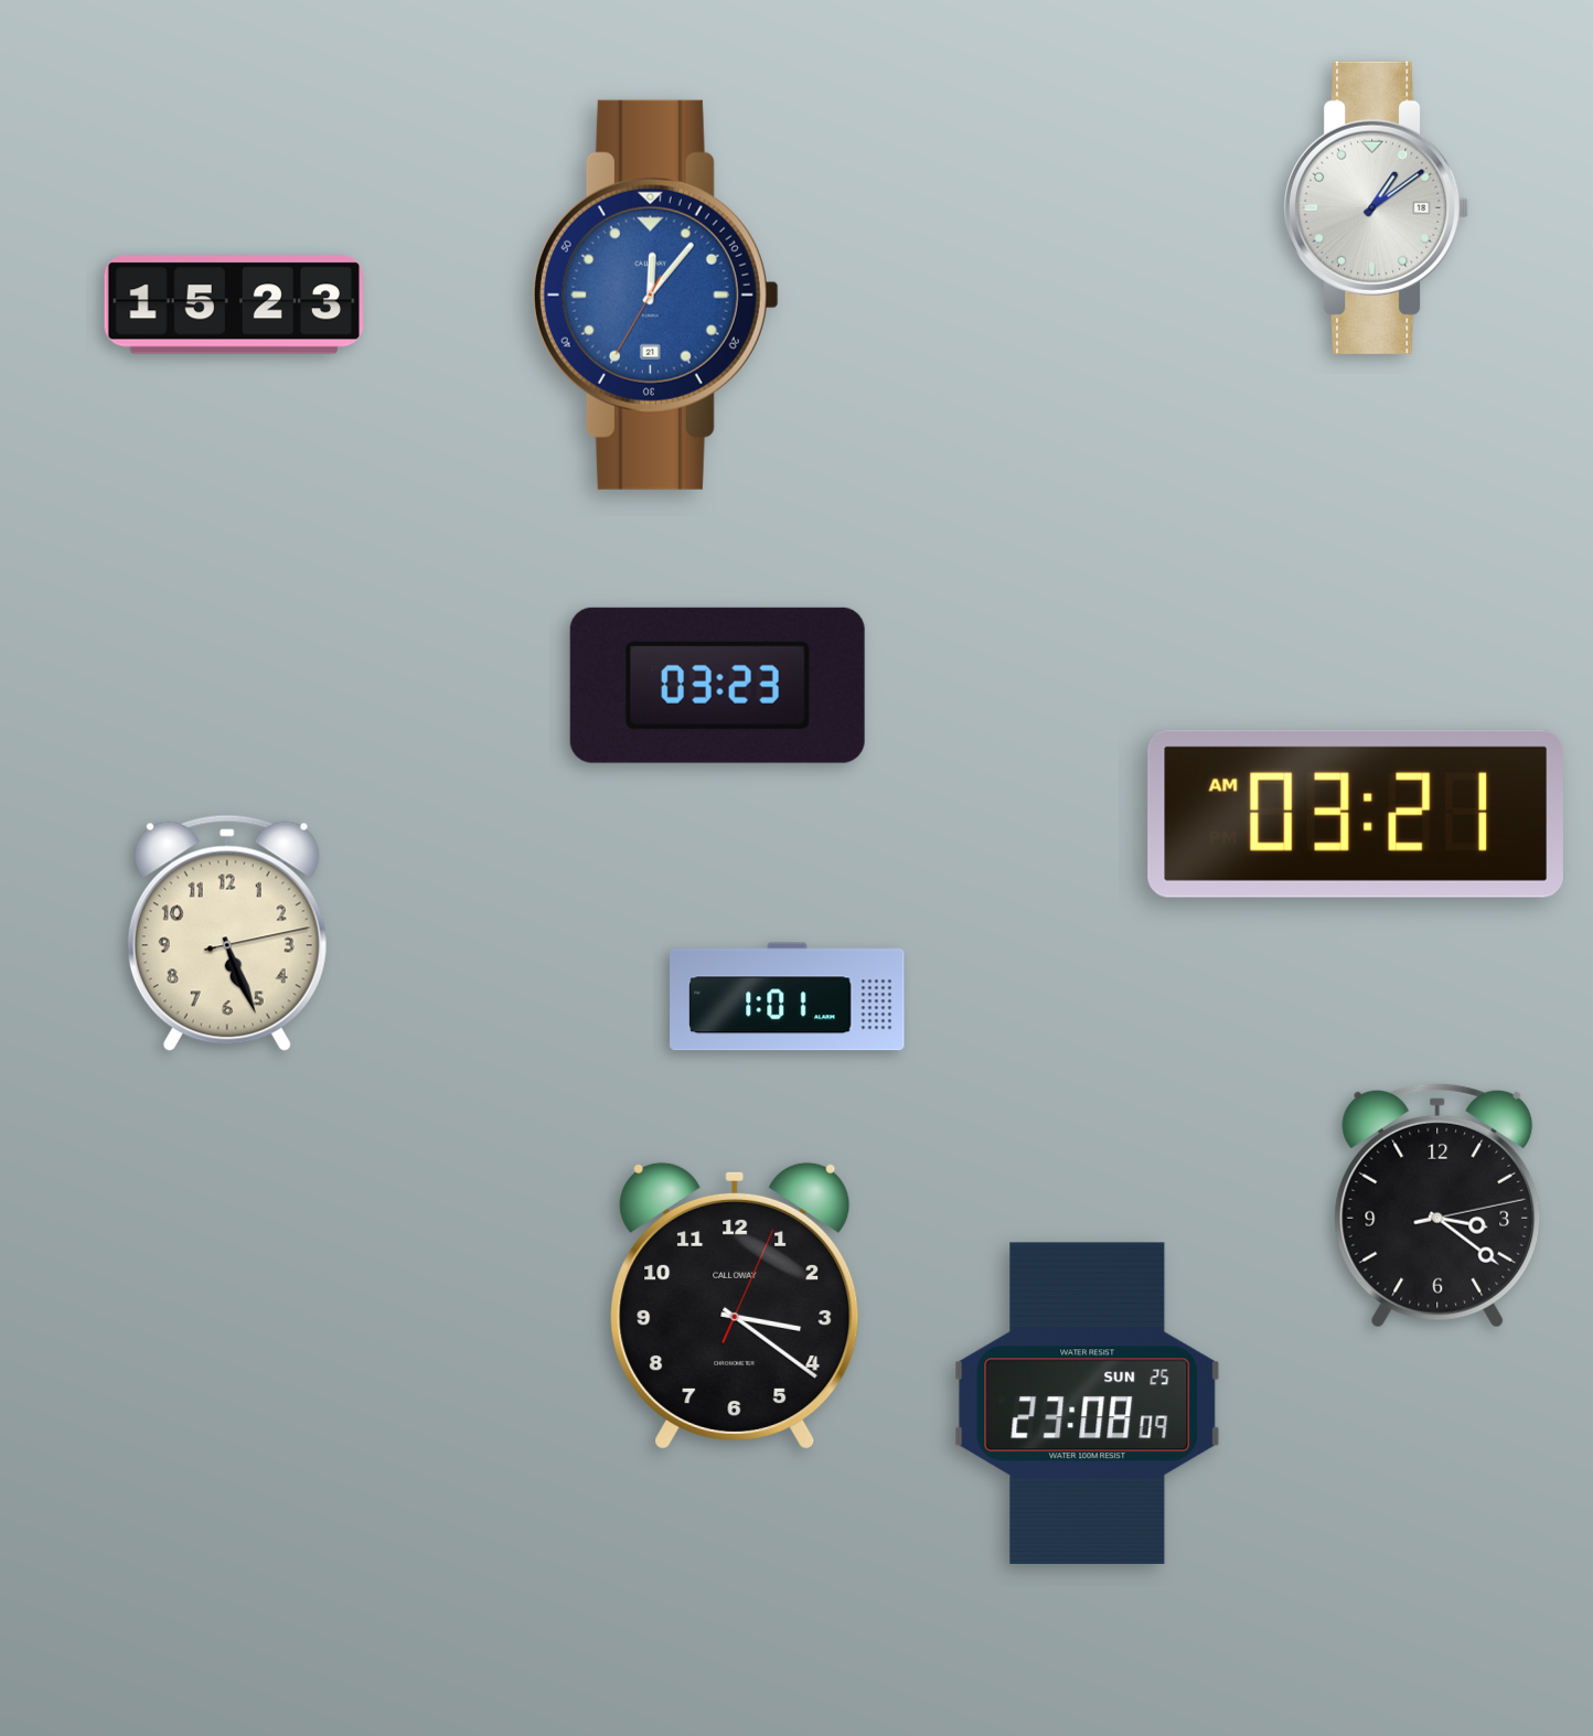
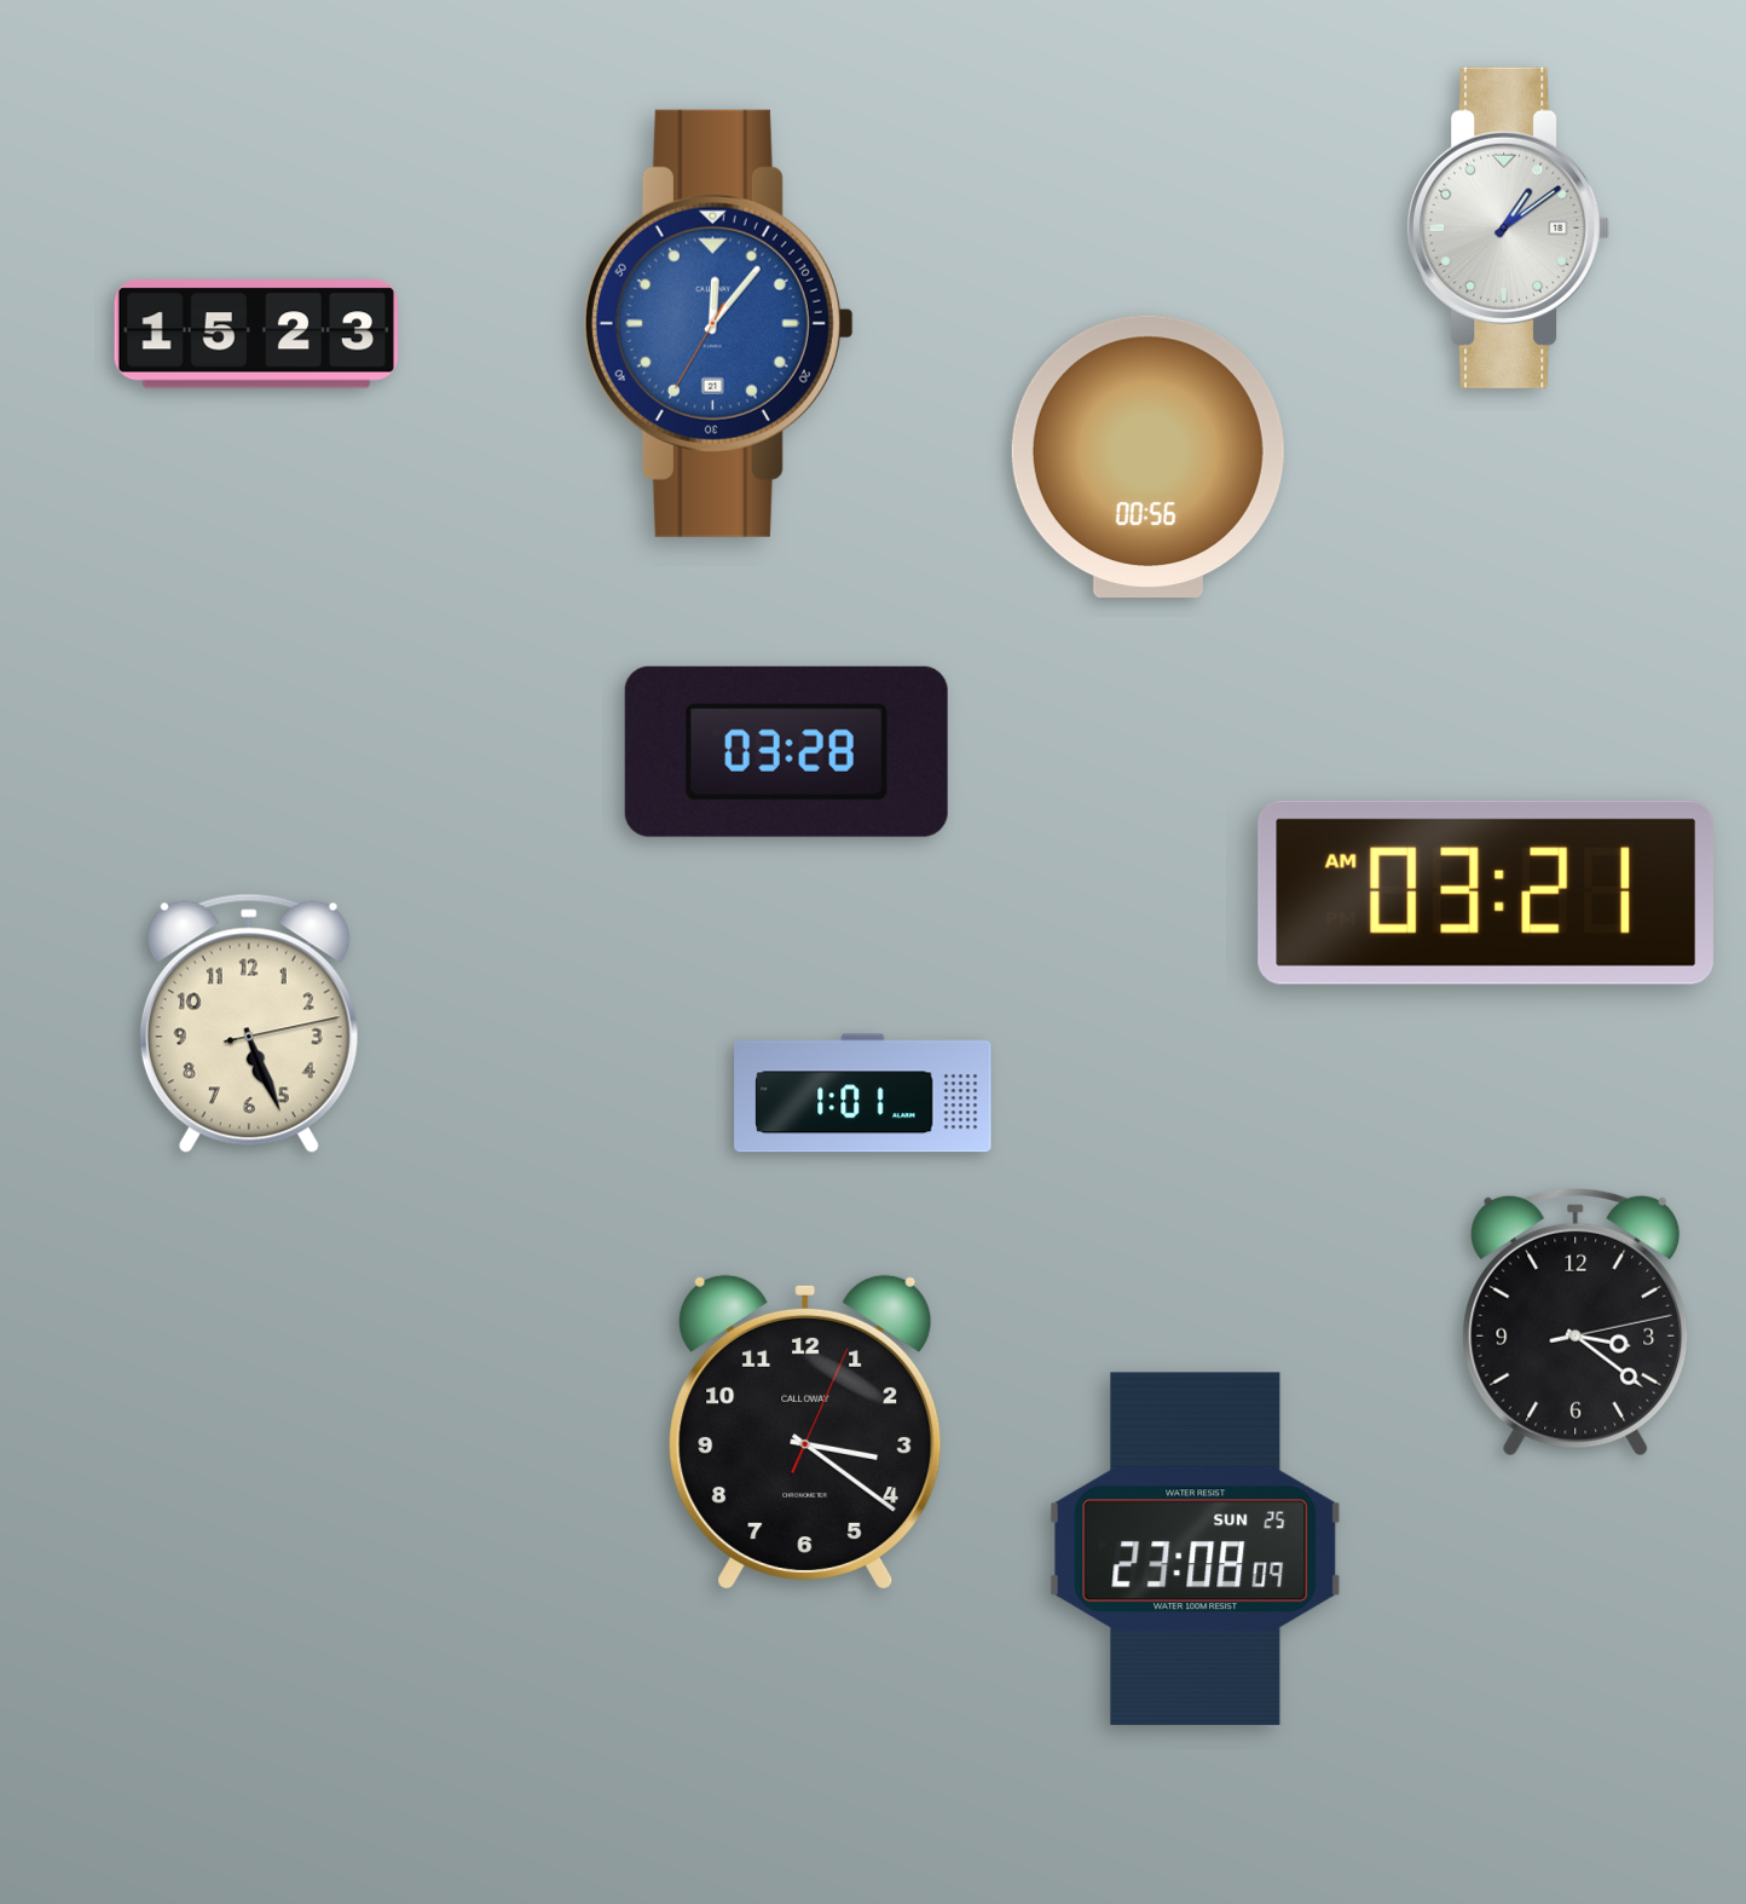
clock at (1147, 456): none -> 00:56
clock at (717, 685): 03:23 -> 03:28
clock at (1088, 1403) position: (1088, 1403) -> (1196, 1548)
